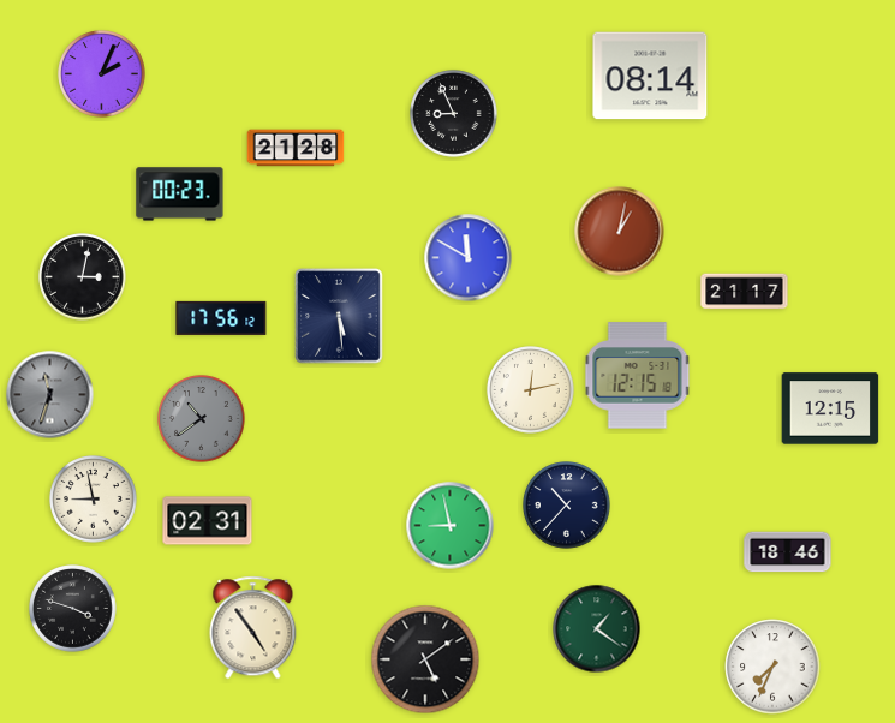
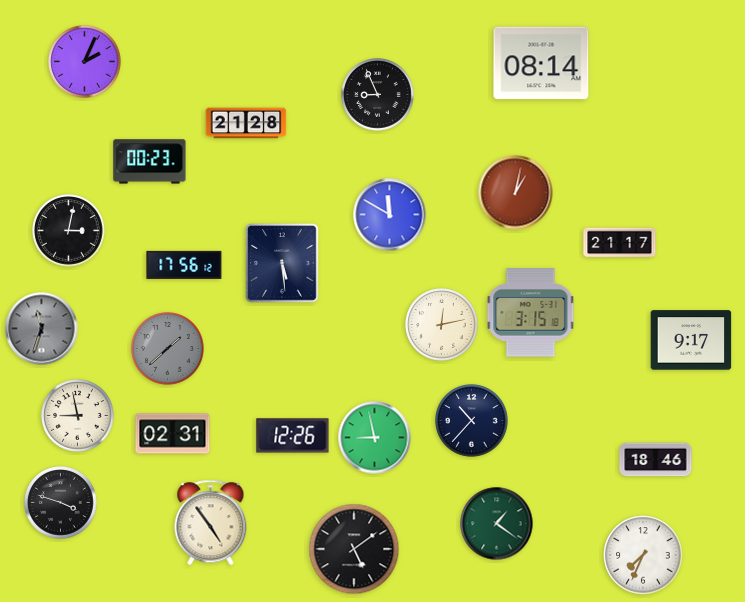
clock at (638, 376): 12:15 -> 3:15
clock at (830, 408): 12:15 -> 9:17
clock at (202, 419): 10:39 -> 1:38
clock at (293, 436): none -> 12:26
clock at (73, 609) position: (73, 609) -> (61, 503)
